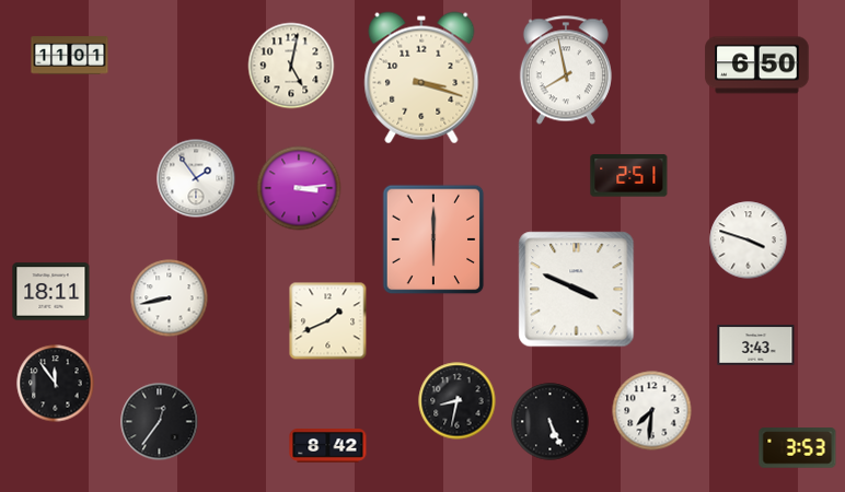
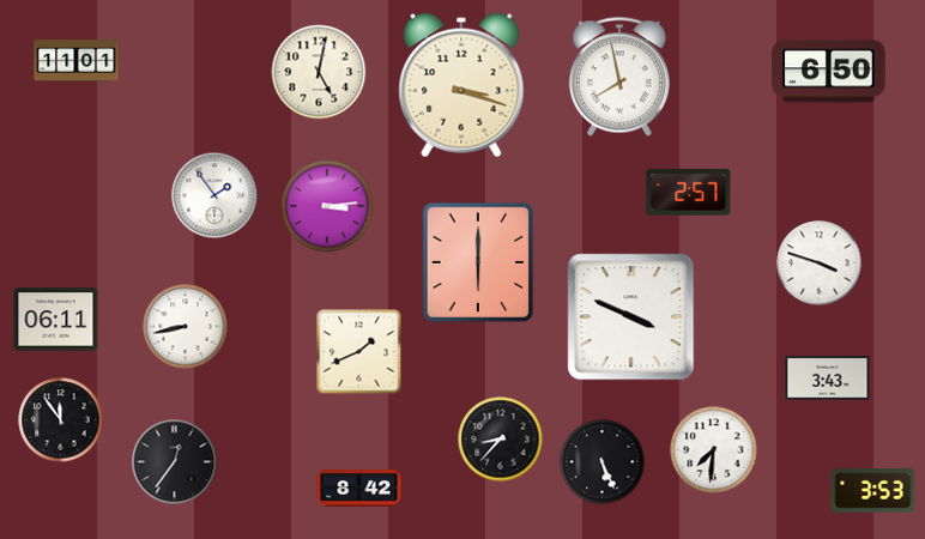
clock at (629, 176): 2:51 -> 2:57
clock at (433, 239) position: (433, 239) -> (478, 262)
clock at (51, 292): 18:11 -> 06:11
clock at (458, 401): 8:32 -> 8:37
